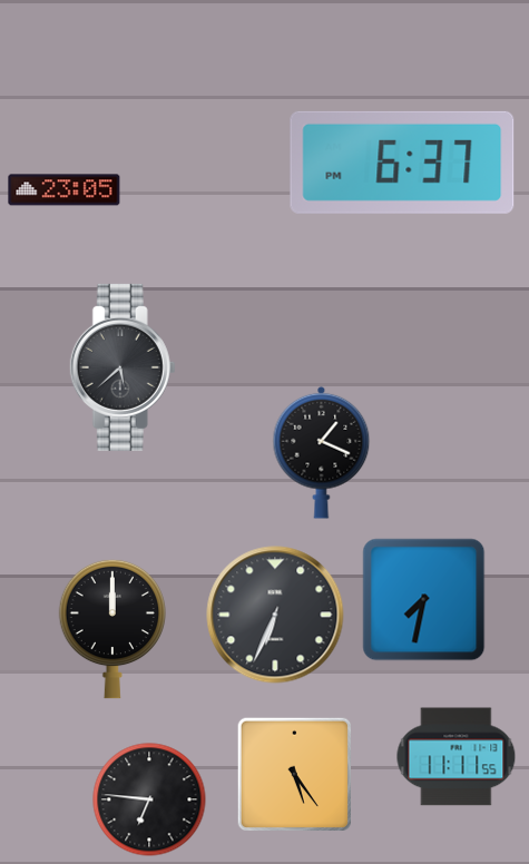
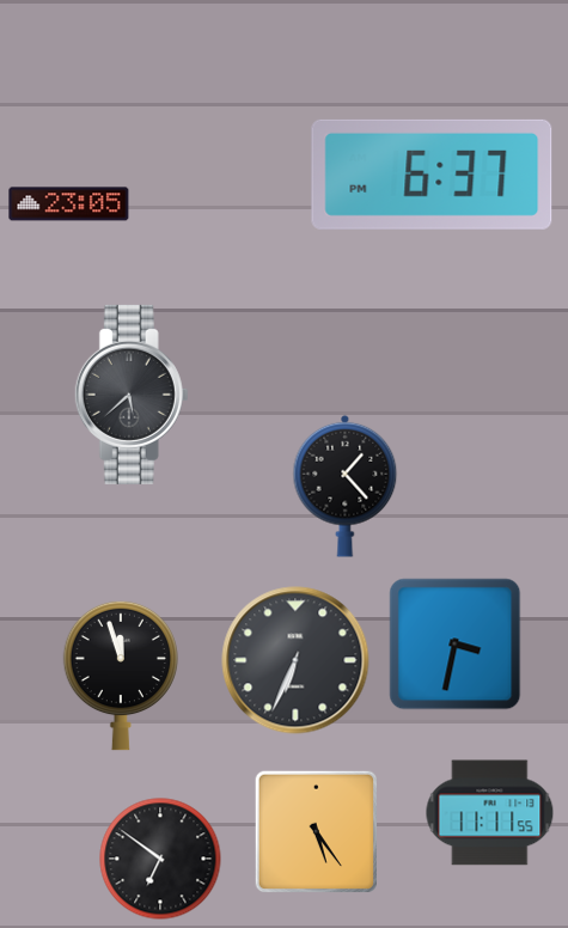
clock at (322, 452): 1:19 -> 1:23
clock at (424, 600): 7:32 -> 3:32
clock at (112, 629): 12:00 -> 11:57
clock at (149, 799): 6:46 -> 6:51
